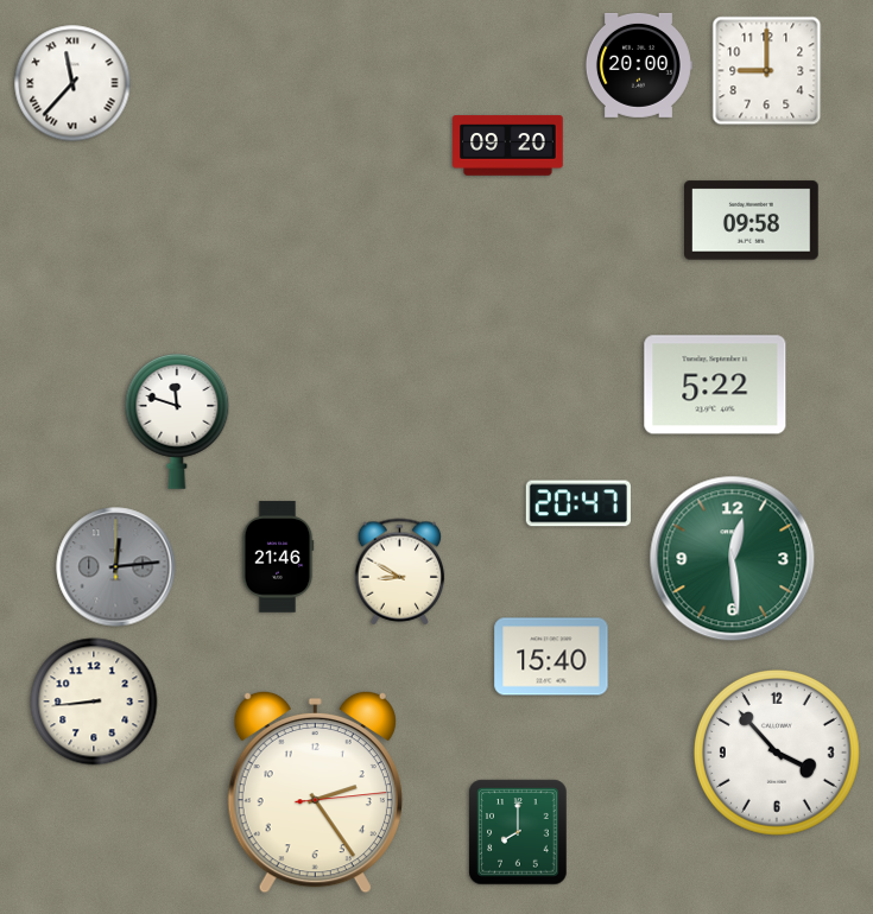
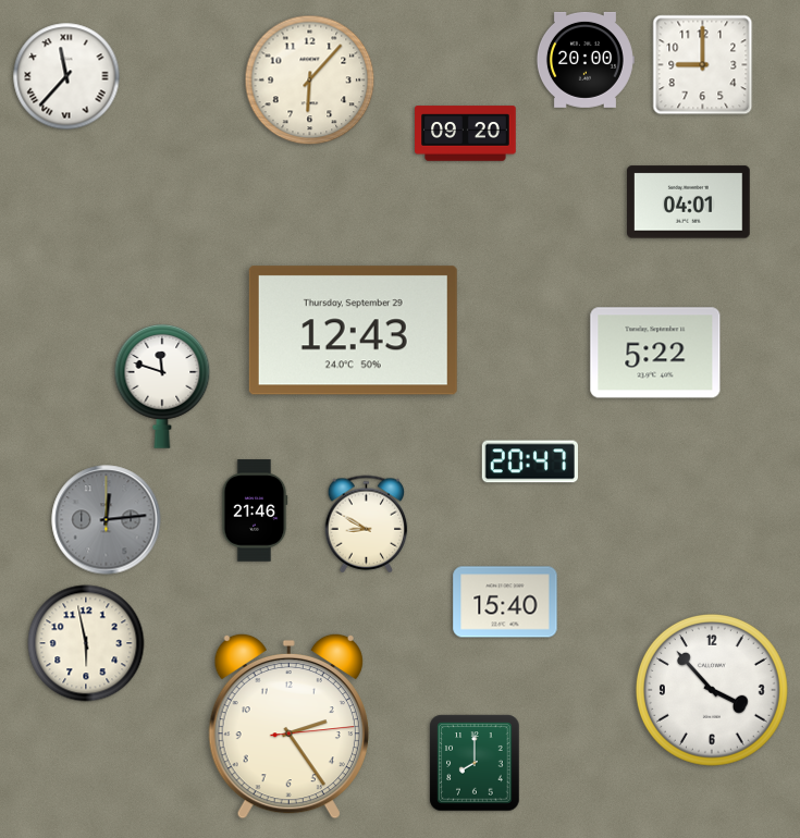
clock at (310, 81): none -> 6:07
clock at (752, 221): 09:58 -> 04:01
clock at (353, 331): none -> 12:43
clock at (733, 559): 12:29 -> none
clock at (94, 702): 8:44 -> 5:58
